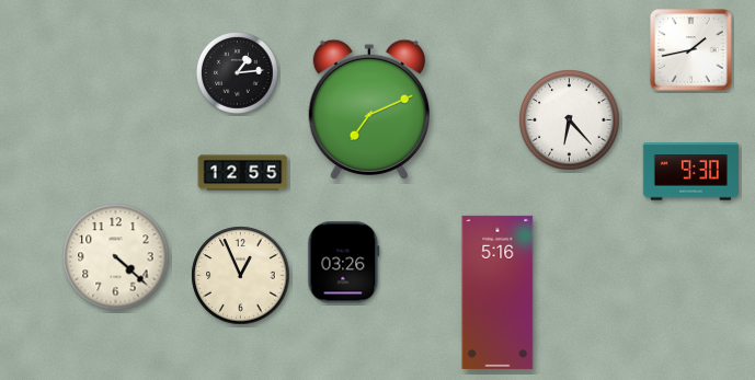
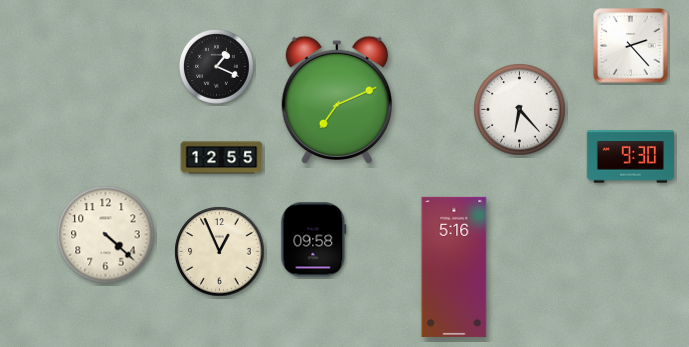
clock at (691, 50): 1:43 -> 2:23
clock at (238, 73): 1:14 -> 1:19
clock at (344, 263): 03:26 -> 09:58
